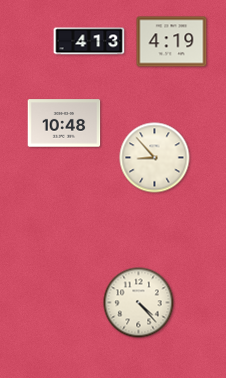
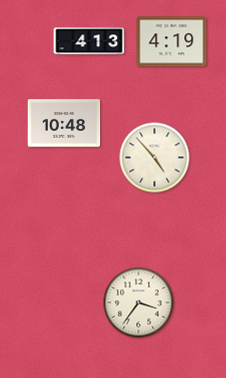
clock at (155, 158): 8:53 -> 4:53
clock at (139, 303): 4:23 -> 3:36
